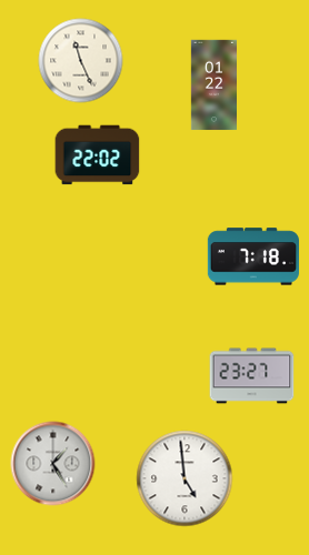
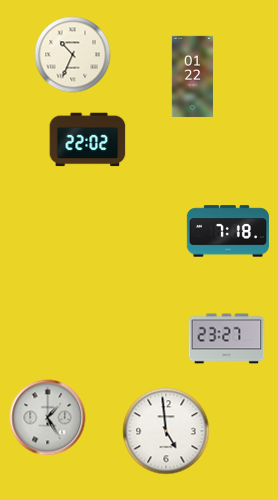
clock at (81, 61): 11:26 -> 10:34
